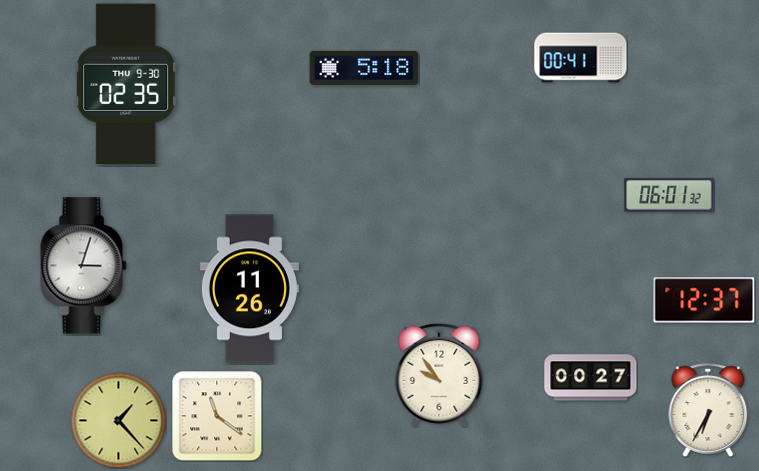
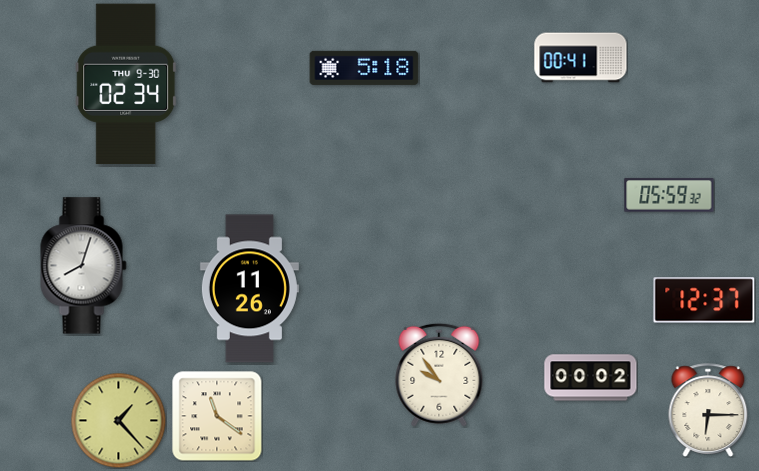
clock at (126, 84): 02:35 -> 02:34
clock at (669, 195): 06:01 -> 05:59
clock at (84, 266): 3:03 -> 8:03
clock at (591, 378): 00:27 -> 00:02
clock at (708, 410): 6:35 -> 6:15
